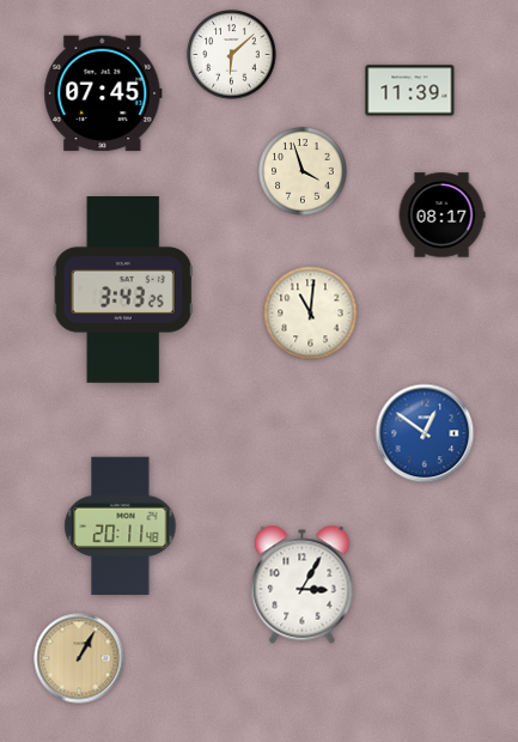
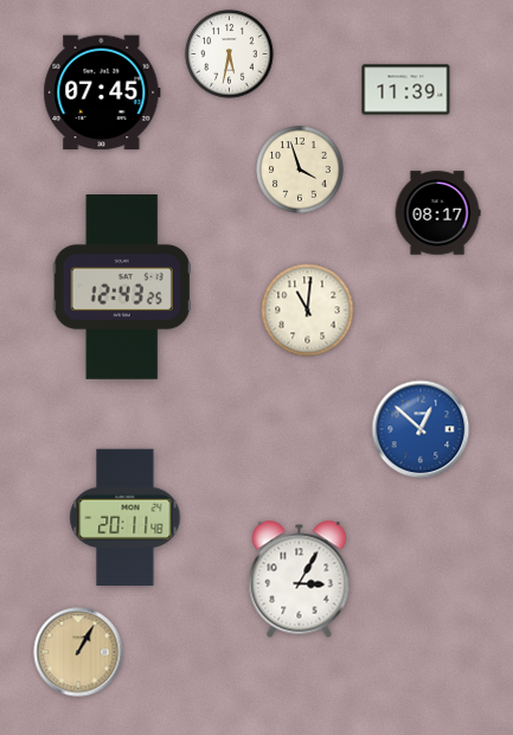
clock at (232, 55): 6:08 -> 5:32
clock at (123, 291): 3:43 -> 12:43
clock at (425, 433): 12:51 -> 12:52
clock at (121, 527) position: (121, 527) -> (126, 518)
